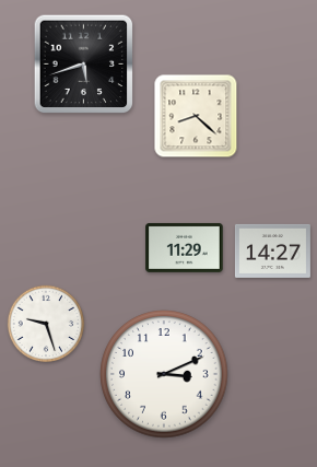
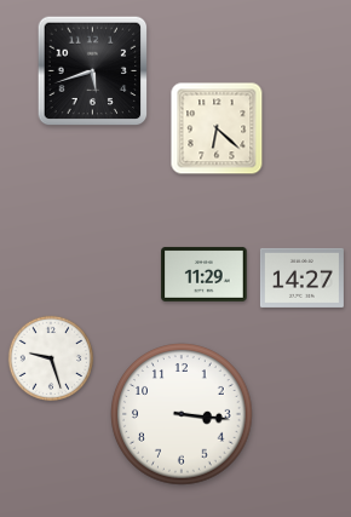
clock at (196, 116): 8:22 -> 6:22
clock at (164, 374): 3:11 -> 3:16
